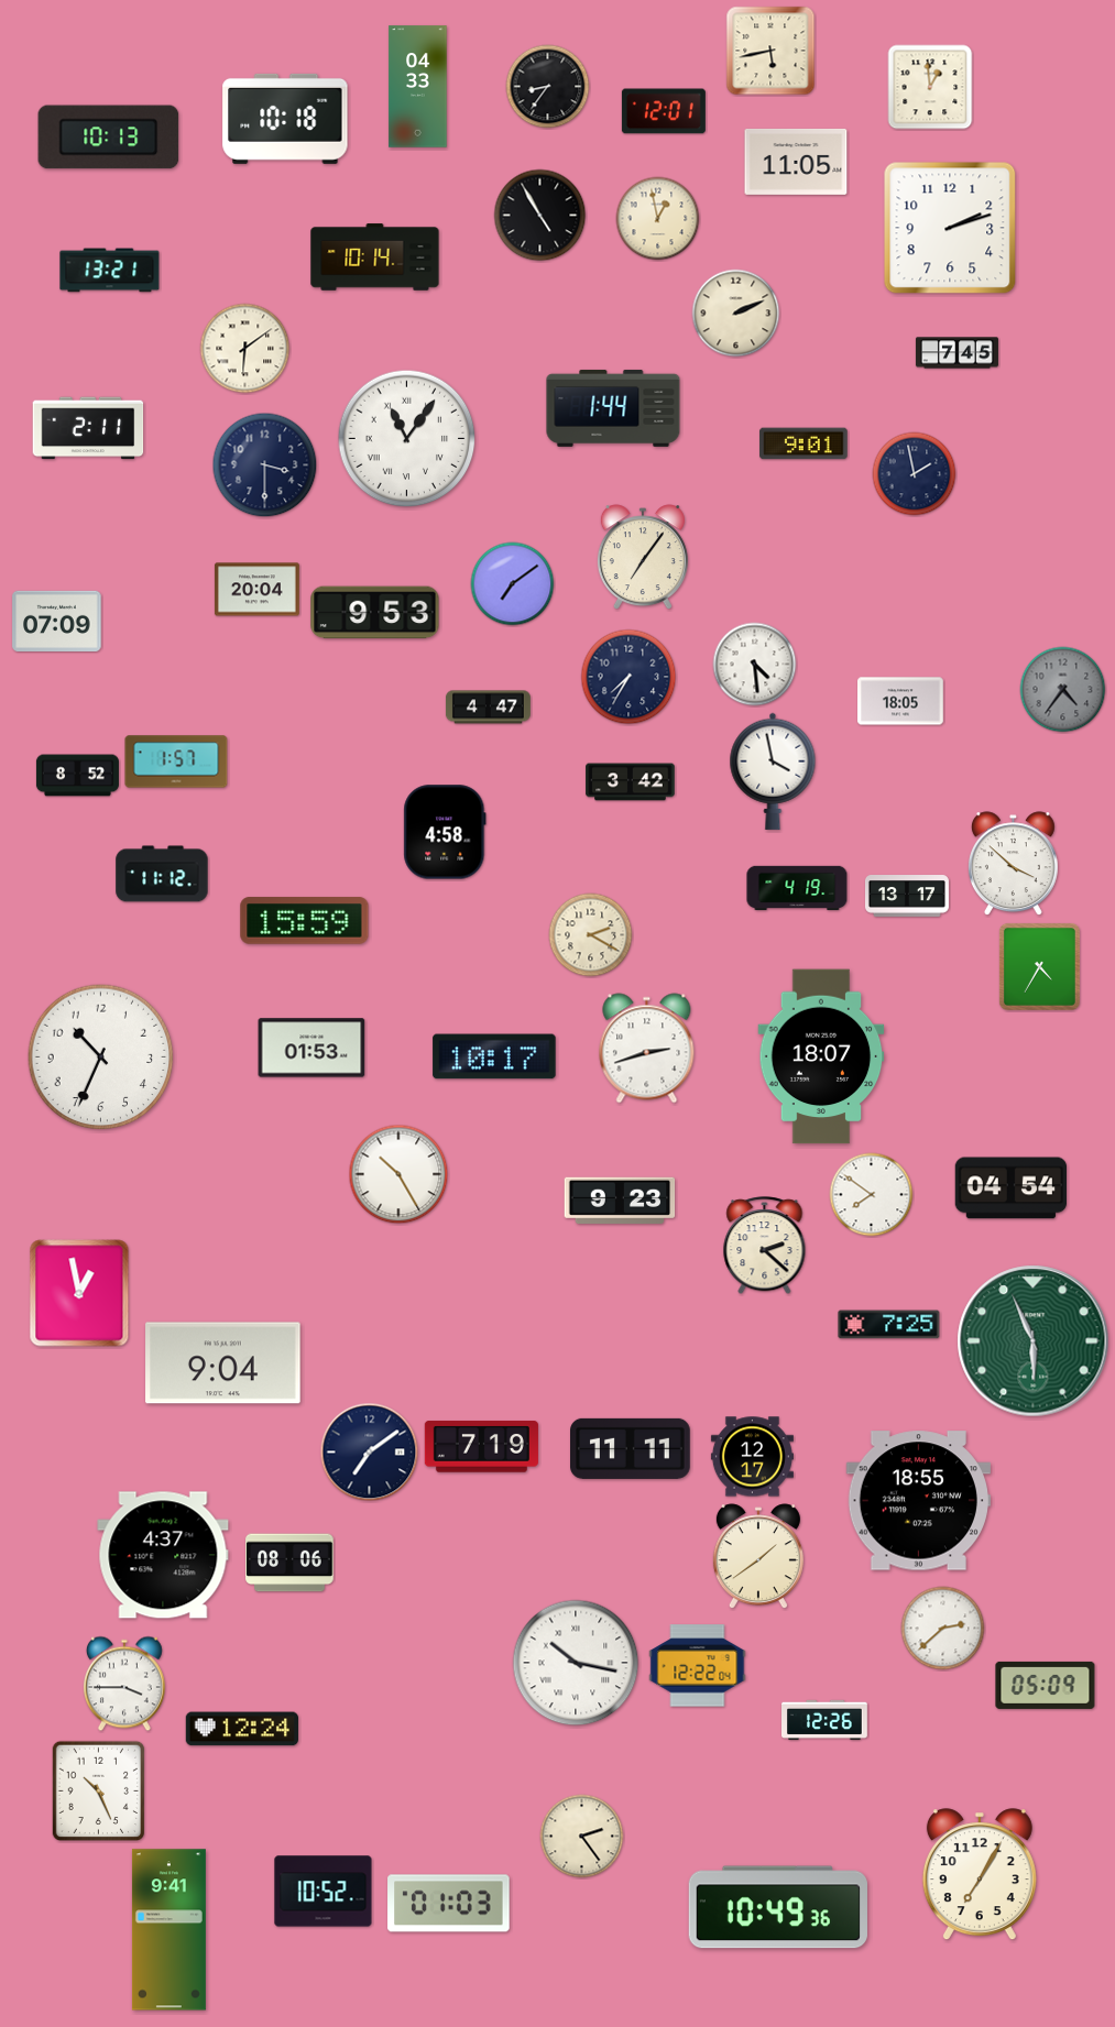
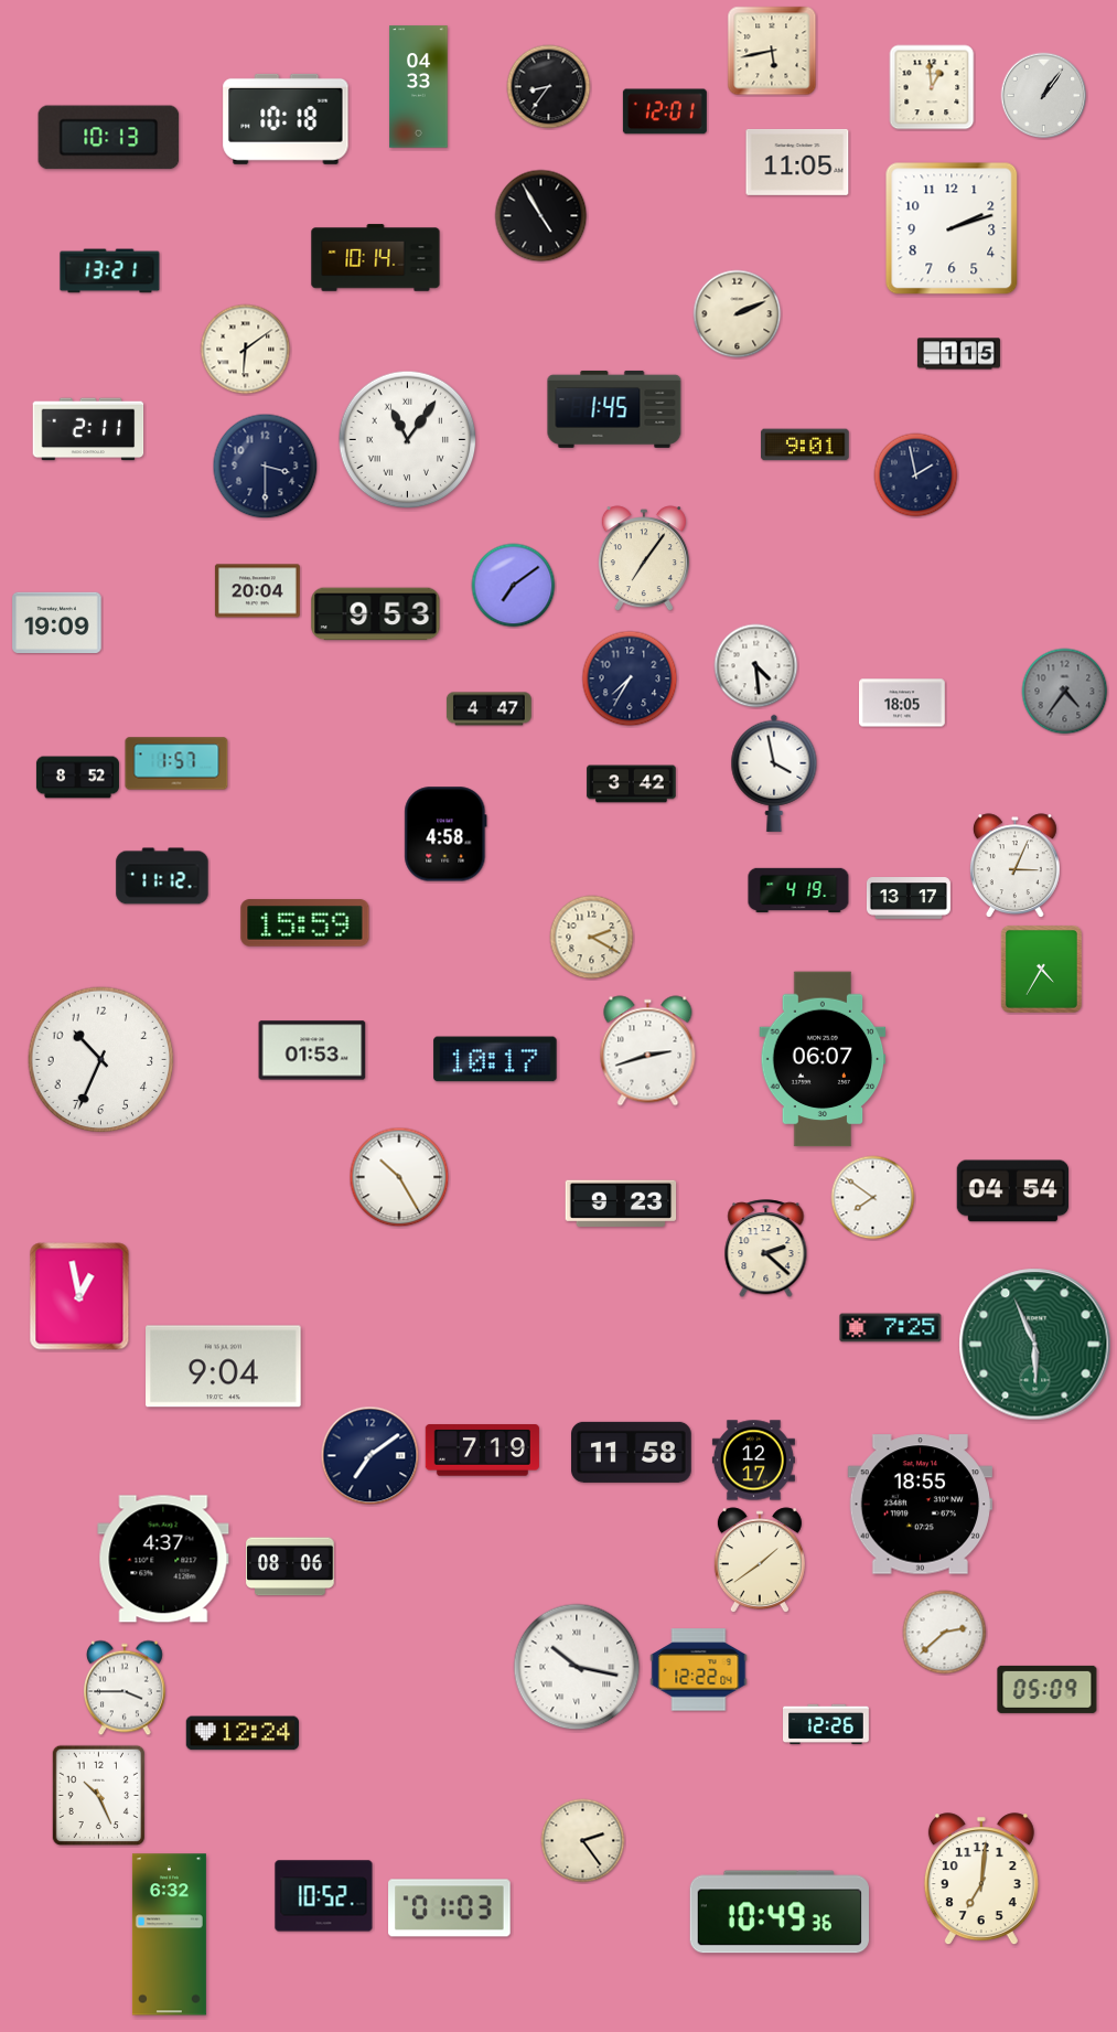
clock at (1044, 96): none -> 1:06
clock at (658, 219): 12:58 -> none
clock at (957, 353): 7:45 -> 1:15
clock at (613, 408): 1:44 -> 1:45
clock at (57, 621): 07:09 -> 19:09
clock at (1013, 864): 3:52 -> 3:04
clock at (821, 1056): 18:07 -> 06:07
clock at (631, 1448): 11:11 -> 11:58
clock at (980, 1875): 7:05 -> 7:01
clock at (168, 1930): 9:41 -> 6:32
